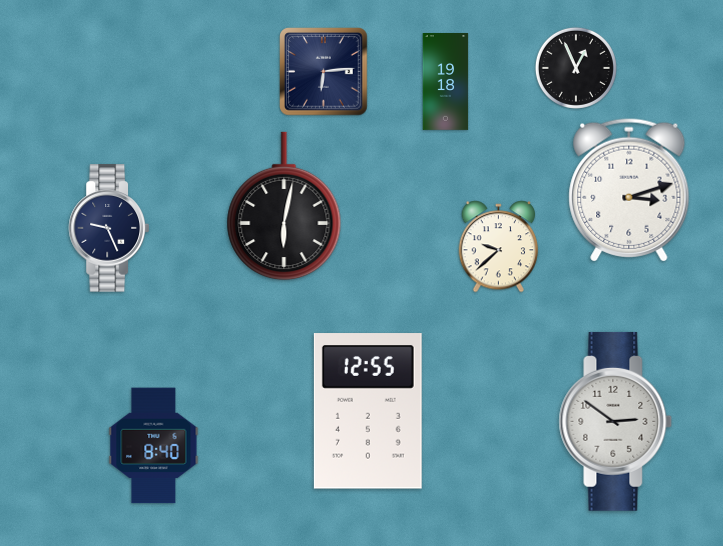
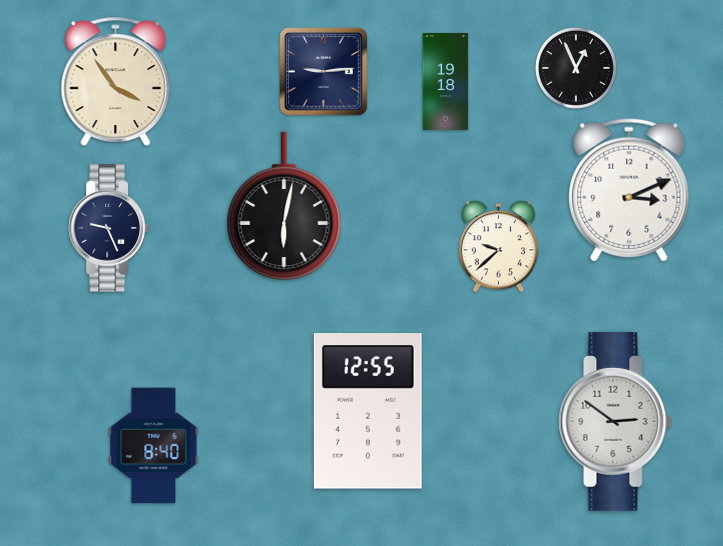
clock at (324, 72): 6:14 -> 9:14
clock at (116, 81): none -> 3:54
clock at (629, 190): 3:12 -> 3:11
